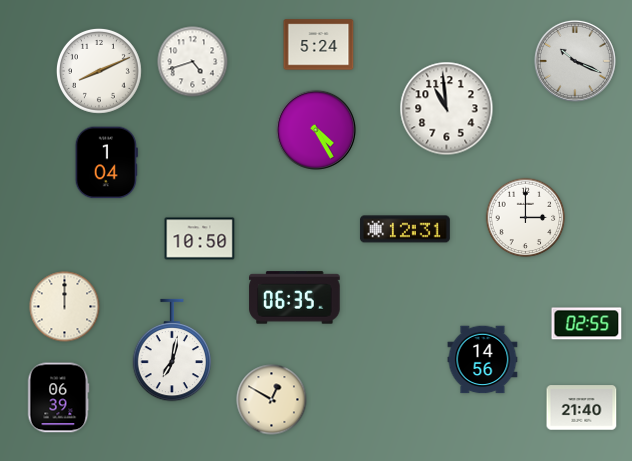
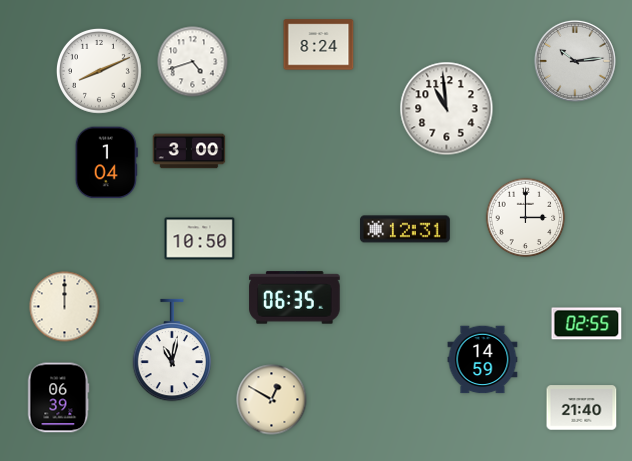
clock at (319, 45): 5:24 -> 8:24
clock at (575, 61): 10:19 -> 10:14
clock at (316, 130): 4:25 -> none
clock at (189, 151): none -> 3:00
clock at (172, 350): 7:02 -> 11:02
clock at (483, 360): 14:56 -> 14:59
